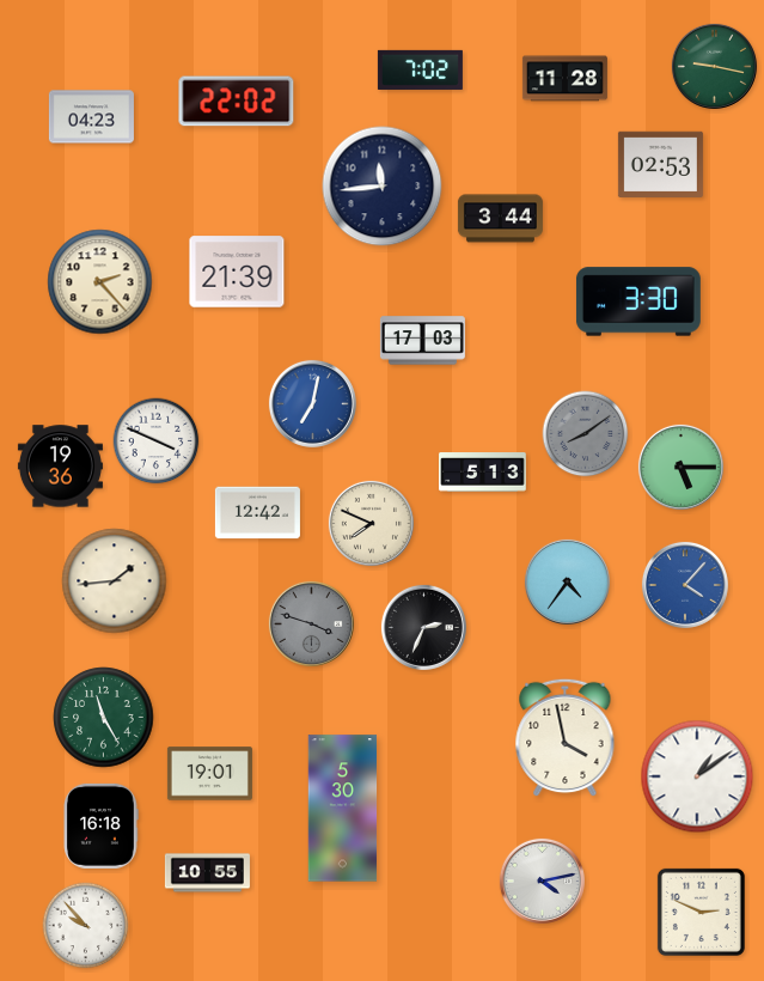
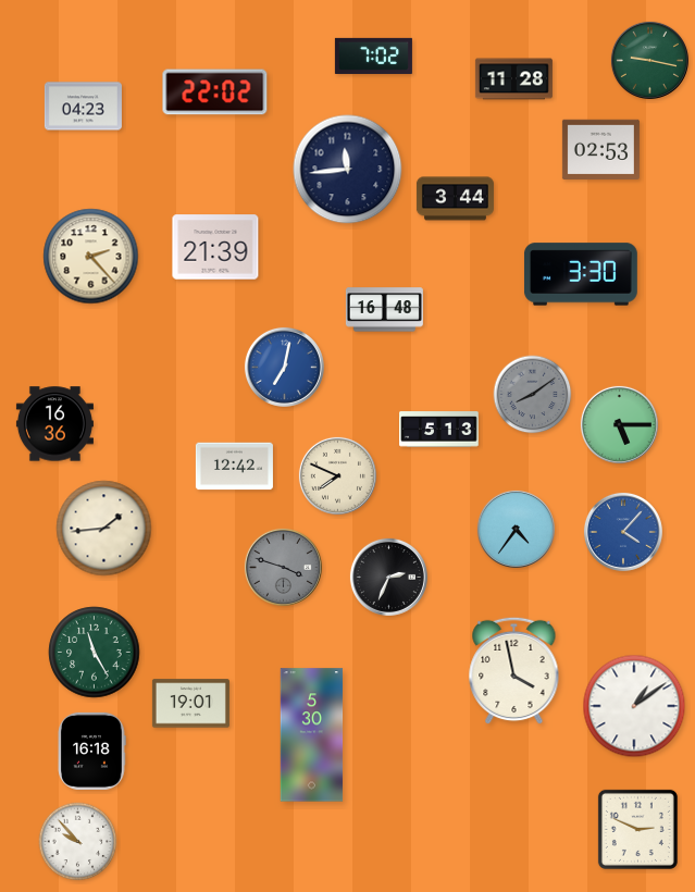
clock at (420, 69) position: (420, 69) -> (373, 55)
clock at (564, 79) position: (564, 79) -> (513, 79)
clock at (422, 341): 17:03 -> 16:48
clock at (157, 441): 3:49 -> none
clock at (60, 467): 19:36 -> 16:36
clock at (423, 627) position: (423, 627) -> (388, 577)
clock at (207, 873): 10:55 -> none
clock at (542, 881): 4:13 -> none
